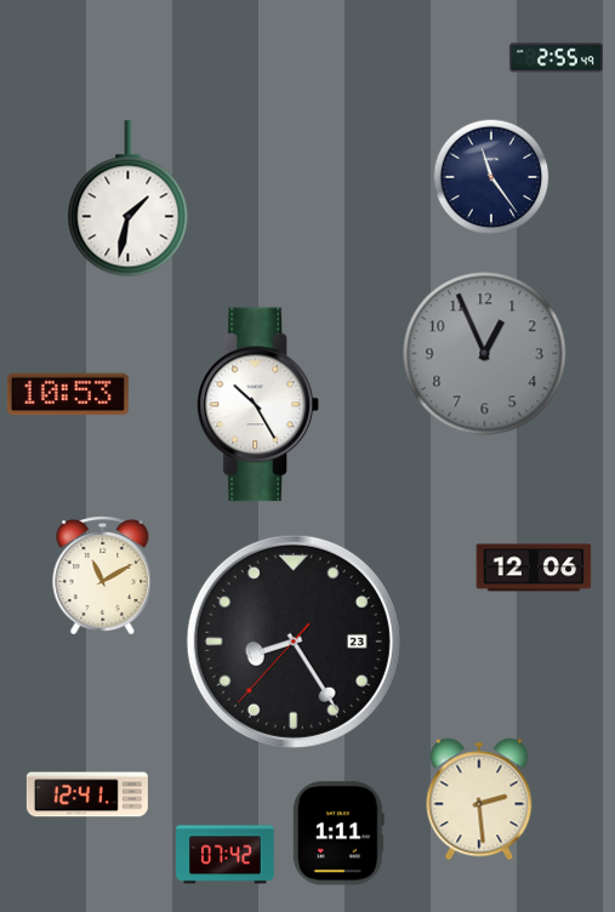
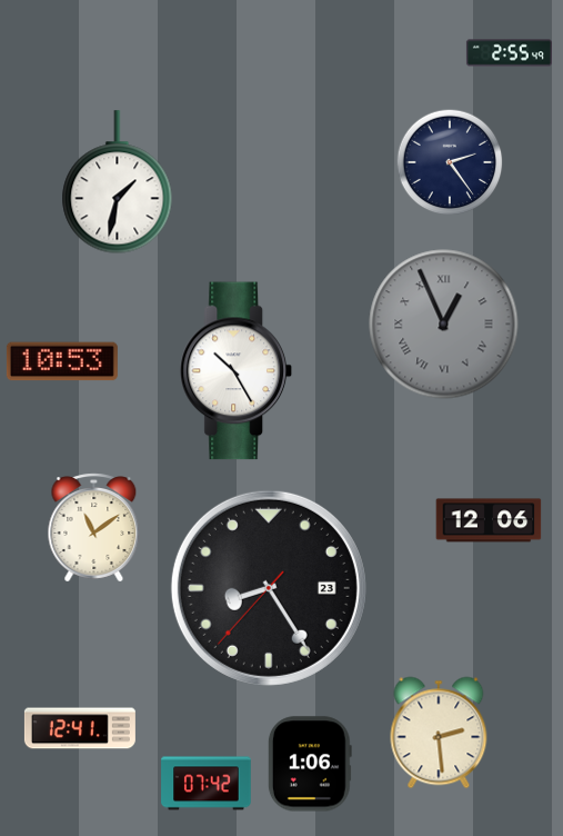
clock at (491, 177): 11:24 -> 2:24
clock at (485, 354) numerals: Arabic -> Roman
clock at (103, 576): 11:10 -> 11:09
clock at (338, 833): 1:11 -> 1:06
